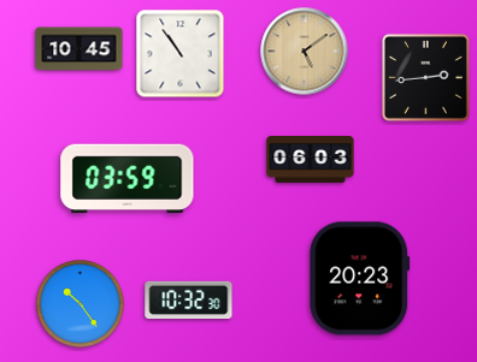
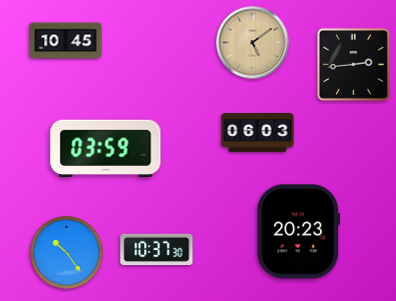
clock at (181, 54): 10:54 -> none
clock at (189, 301): 10:32 -> 10:37
